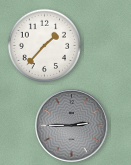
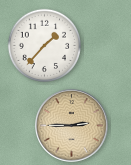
clock at (72, 126) dial: grey -> champagne
